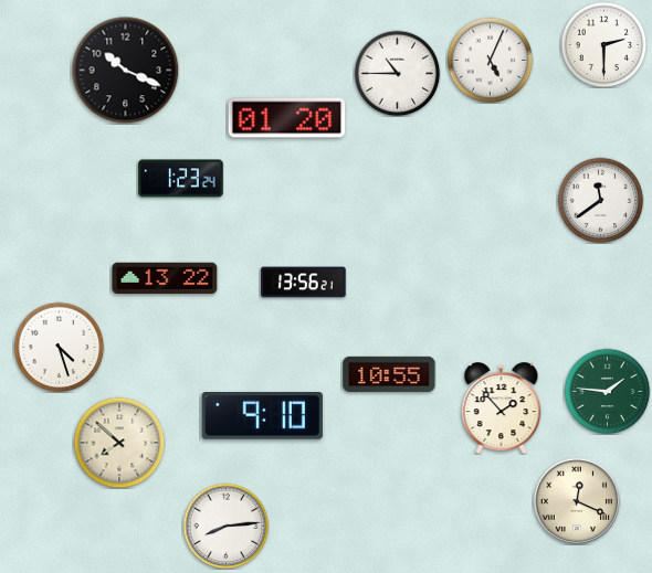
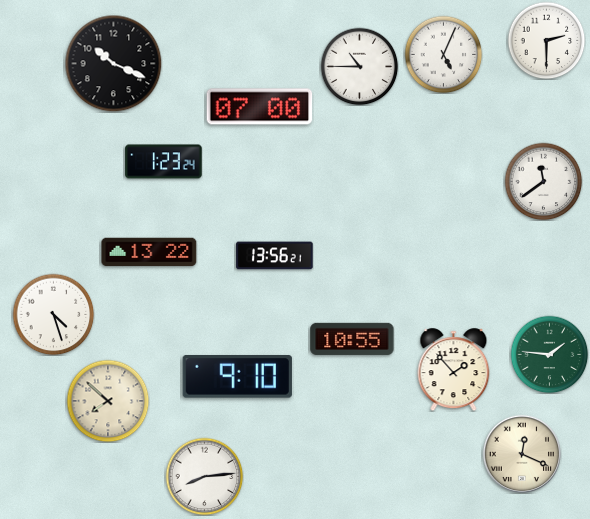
clock at (287, 118): 01:20 -> 07:00
